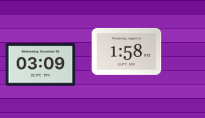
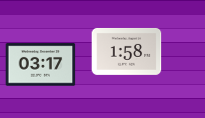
clock at (41, 65): 03:09 -> 03:17
